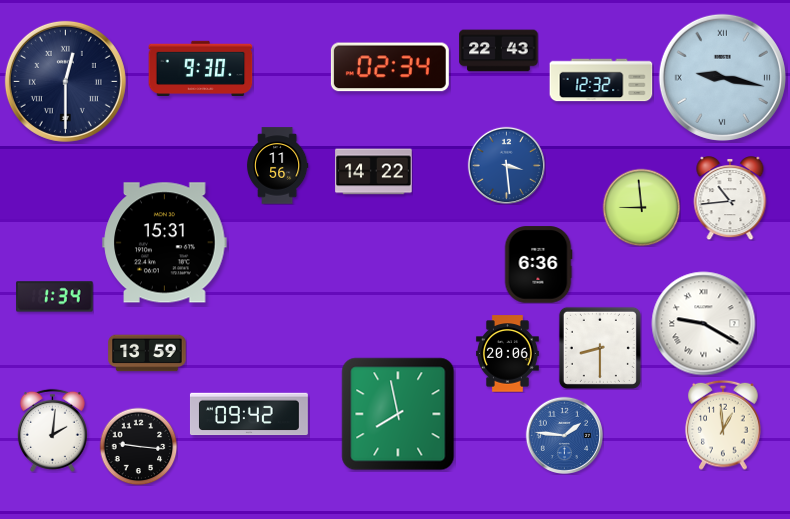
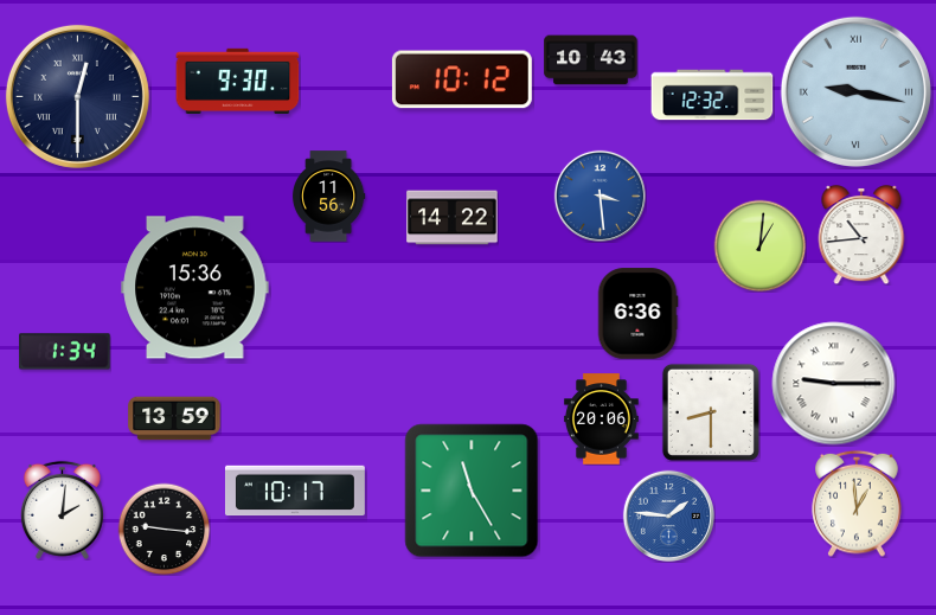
clock at (499, 51): 22:43 -> 10:43
clock at (390, 67): 02:34 -> 10:12
clock at (374, 172) position: (374, 172) -> (453, 218)
clock at (730, 198) position: (730, 198) -> (861, 235)
clock at (641, 207): 8:59 -> 1:01
clock at (165, 243): 15:31 -> 15:36
clock at (704, 324): 9:20 -> 9:15
clock at (249, 414): 09:42 -> 10:17
clock at (398, 414): 7:58 -> 11:25
